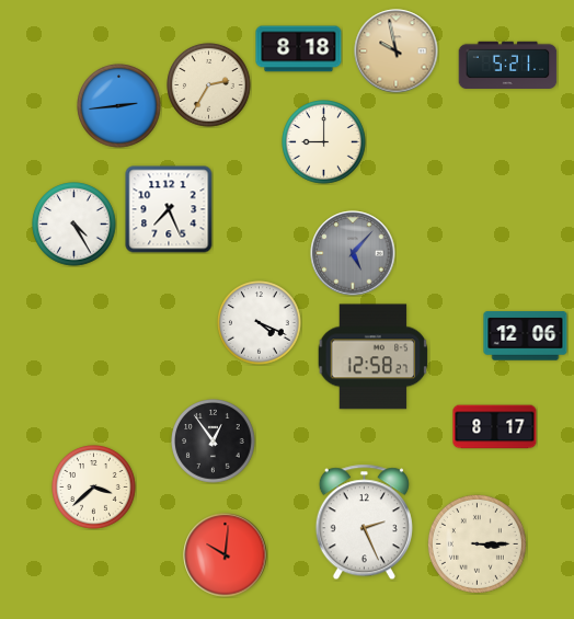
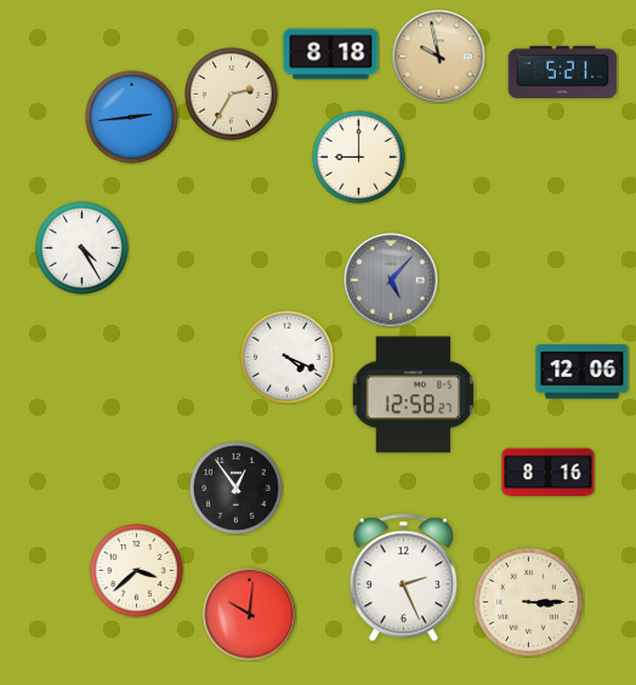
clock at (169, 209): 7:26 -> none
clock at (495, 427): 8:17 -> 8:16
clock at (94, 488) position: (94, 488) -> (137, 571)
